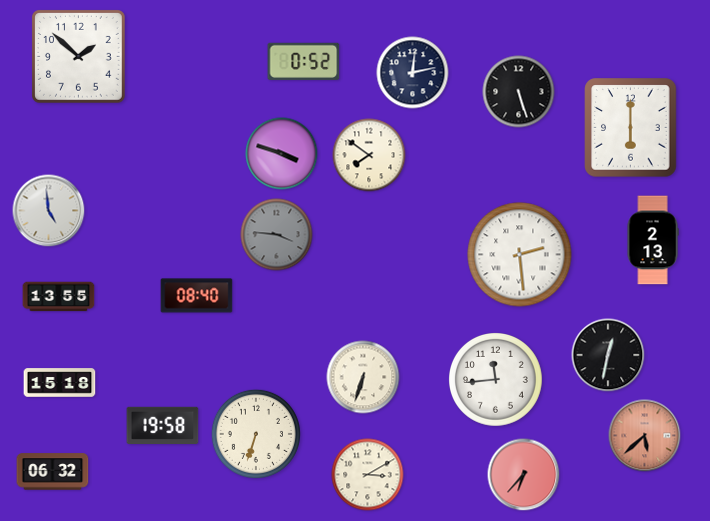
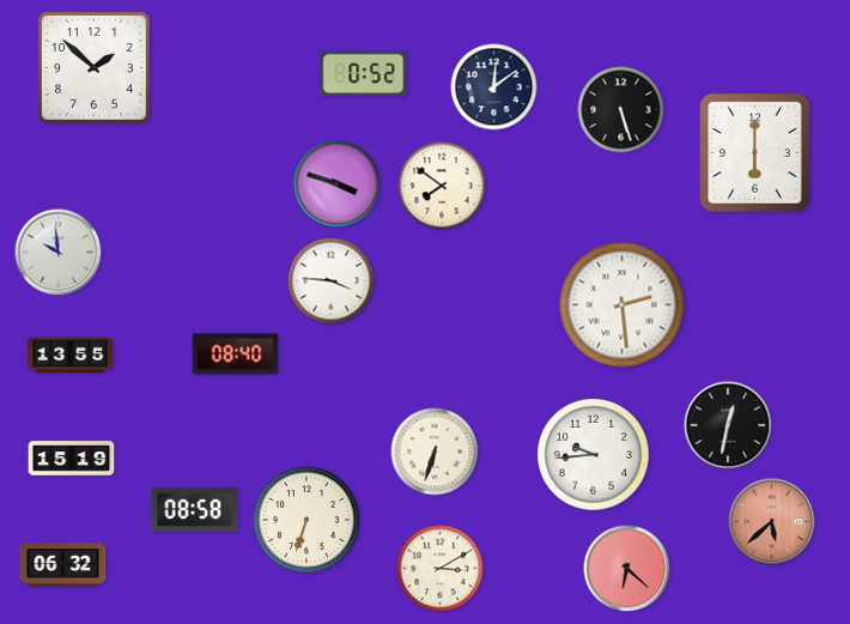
clock at (413, 73): 12:13 -> 12:09
clock at (49, 211): 4:59 -> 9:59
clock at (277, 235) dial: grey -> white
clock at (653, 240): 2:13 -> none
clock at (496, 380): 11:44 -> 9:44
clock at (60, 383): 15:18 -> 15:19
clock at (163, 425): 19:58 -> 08:58
clock at (524, 475): 6:37 -> 6:22
